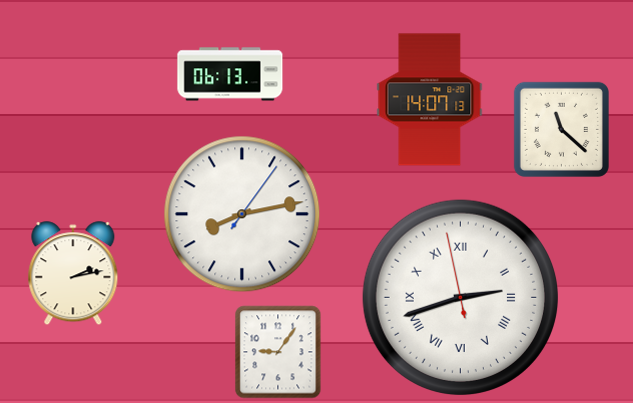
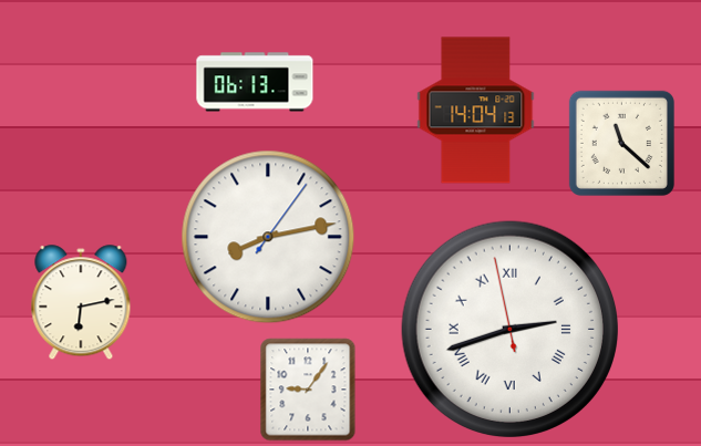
clock at (430, 100): 14:07 -> 14:04
clock at (73, 274): 2:13 -> 6:13
